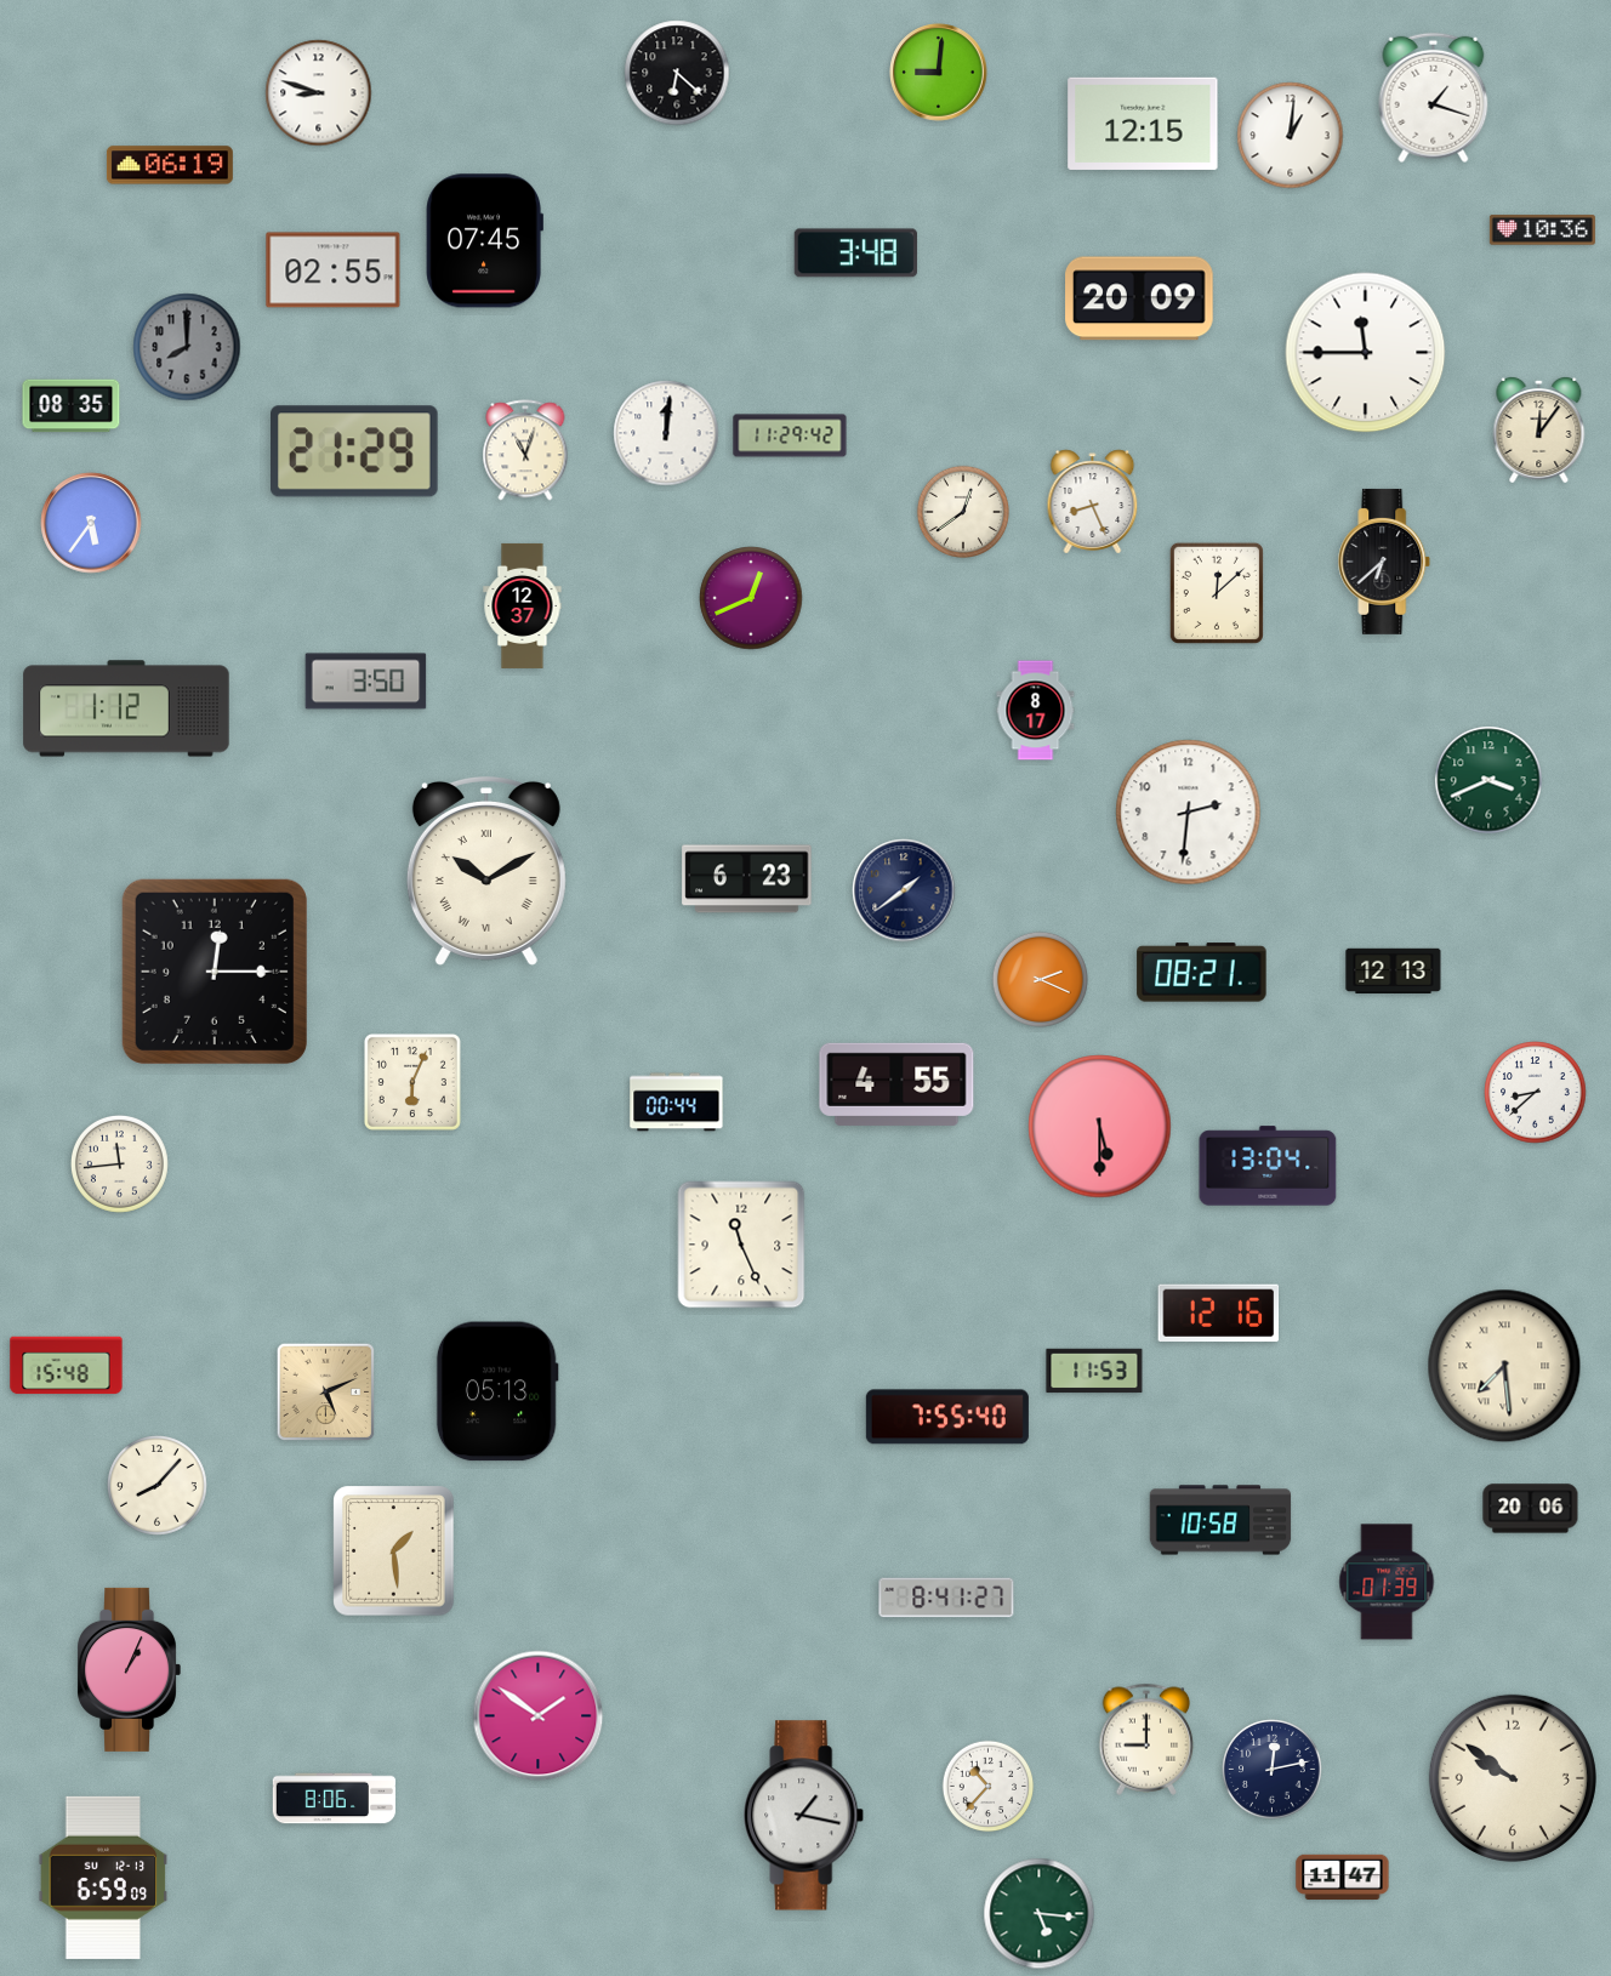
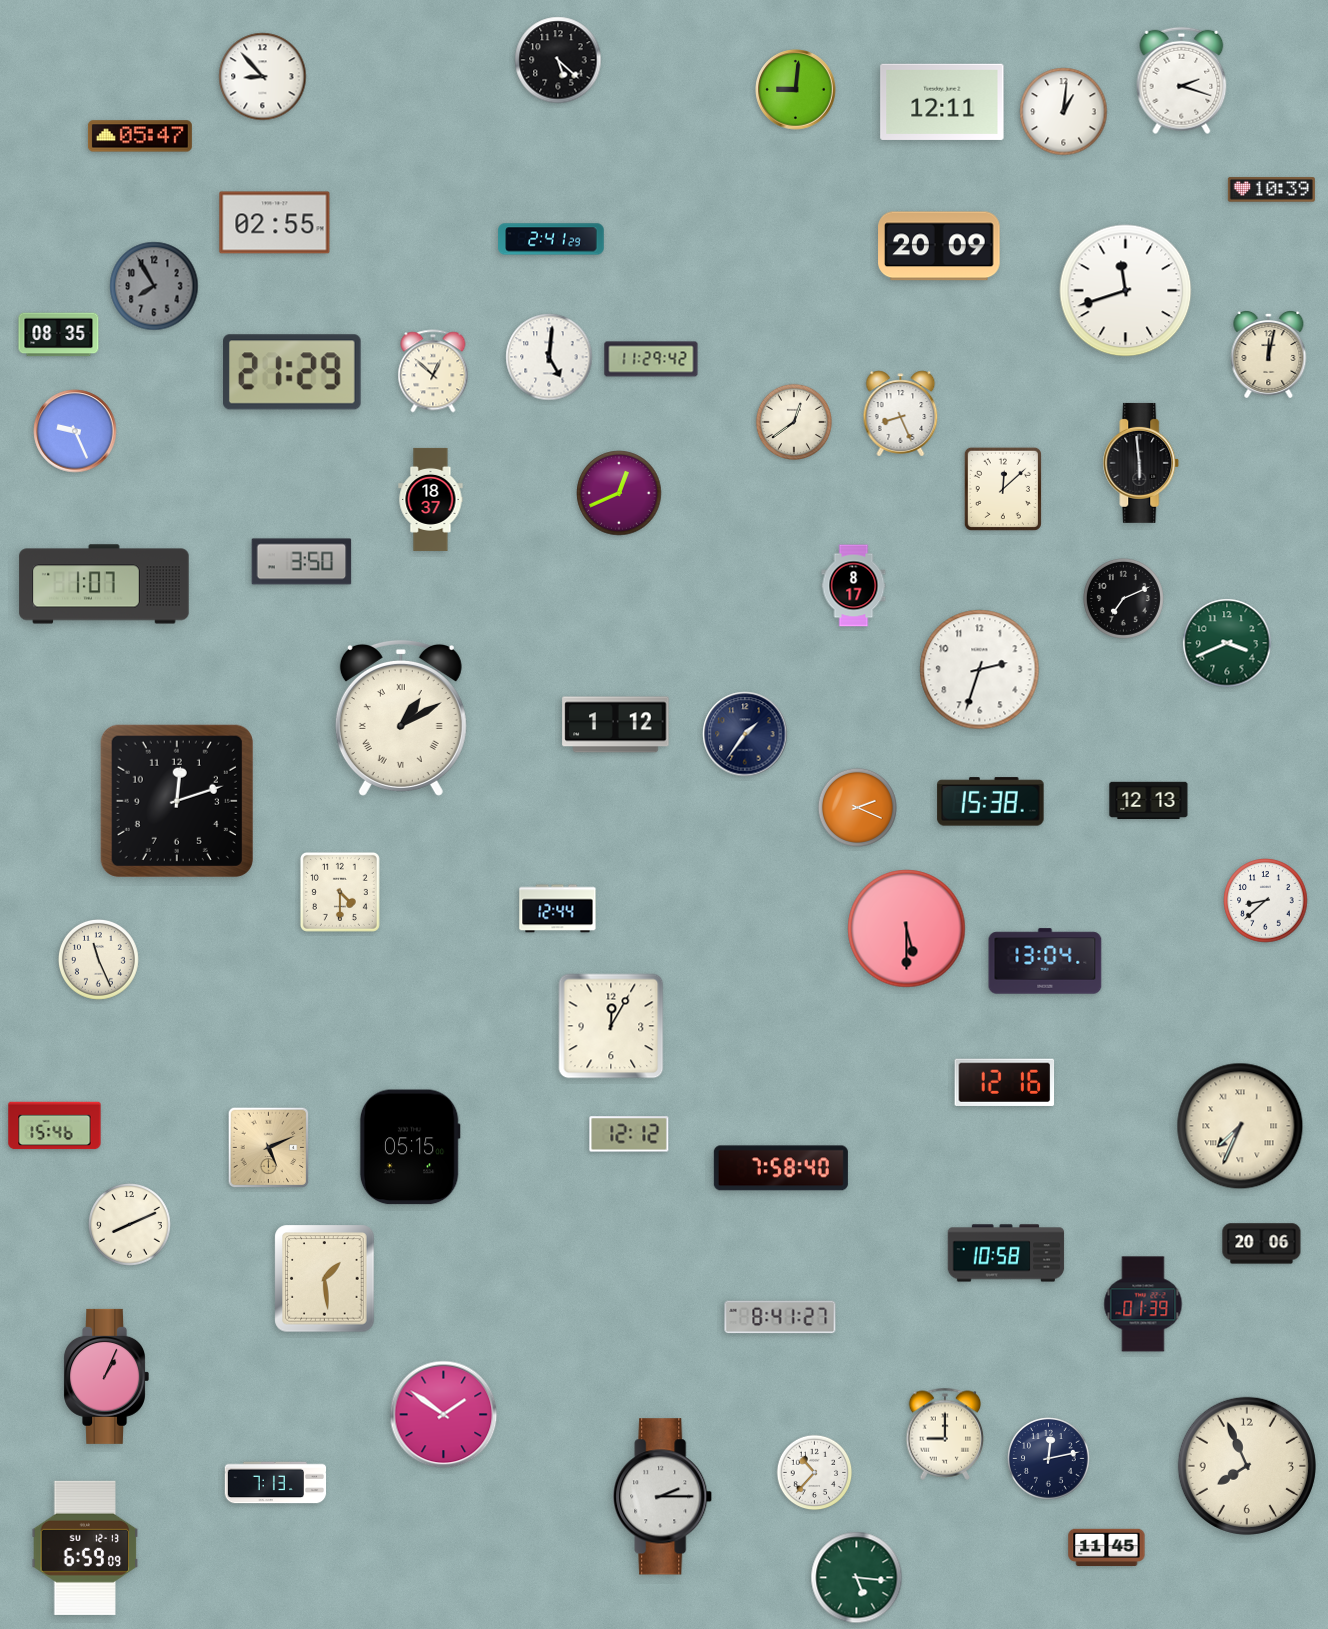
clock at (677, 73): 6:22 -> 5:22
clock at (939, 73) position: (939, 73) -> (796, 90)
clock at (319, 93): 8:48 -> 8:53
clock at (1434, 98): 1:18 -> 2:18
clock at (1143, 124): 12:15 -> 12:11
clock at (170, 165): 06:19 -> 05:47
clock at (1542, 230): 10:36 -> 10:39
clock at (484, 241): 07:45 -> none
clock at (855, 254): 3:48 -> none
clock at (551, 239): none -> 2:41
clock at (187, 347): 8:00 -> 7:55
clock at (1366, 353): 11:45 -> 11:42
clock at (1539, 429): 12:06 -> 12:02
clock at (666, 433): 12:01 -> 5:01
clock at (525, 450): 11:03 -> 12:52
clock at (91, 523): 5:36 -> 9:26
clock at (1384, 562): 6:38 -> 5:59
clock at (523, 605): 12:37 -> 18:37
clock at (126, 708): 1:12 -> 1:07
clock at (1123, 598): none -> 7:11
clock at (1189, 813): 2:31 -> 2:33
clock at (486, 871): 10:10 -> 1:10
clock at (747, 879): 6:23 -> 1:12
clock at (904, 890): 1:39 -> 1:36
clock at (215, 972): 12:15 -> 12:12
clock at (1202, 973): 08:21 -> 15:38
clock at (412, 1082): 6:04 -> 4:30
clock at (896, 1084): 4:55 -> none
clock at (677, 1103): 00:44 -> 12:44
clock at (119, 1163): 11:44 -> 11:26
clock at (741, 1245): 11:26 -> 12:05
clock at (67, 1366): 15:48 -> 15:46
clock at (1504, 1366): 7:29 -> 7:34
clock at (1094, 1371): 11:53 -> none
clock at (629, 1134): none -> 12:12
clock at (497, 1391): 05:13 -> 05:15
clock at (947, 1417): 7:55 -> 7:58
clock at (158, 1486): 8:07 -> 8:11
clock at (1513, 1778): 9:51 -> 7:56
clock at (335, 1799): 8:06 -> 7:13
clock at (804, 1816): 1:17 -> 2:15
clock at (1343, 1878): 11:47 -> 11:45
